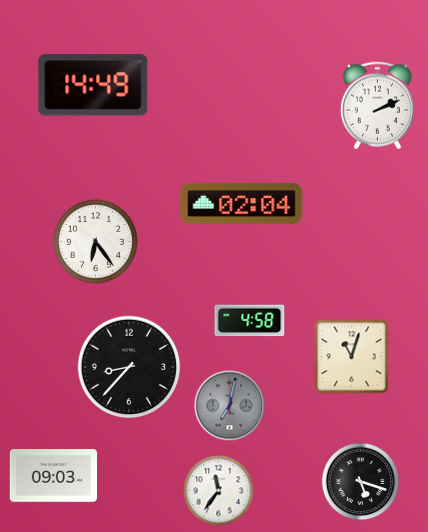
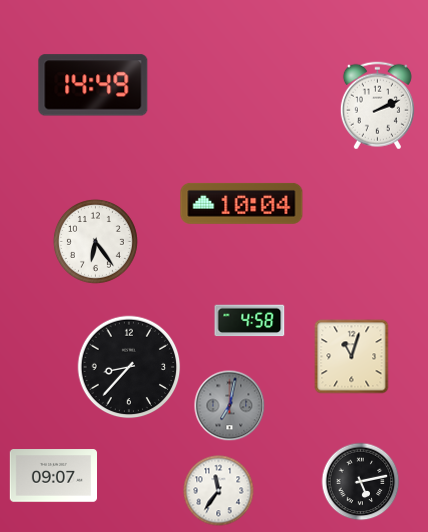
clock at (242, 203): 02:04 -> 10:04
clock at (53, 476): 09:03 -> 09:07
clock at (361, 482): 5:18 -> 5:13
